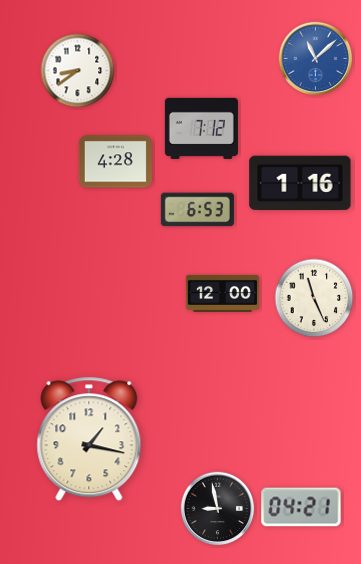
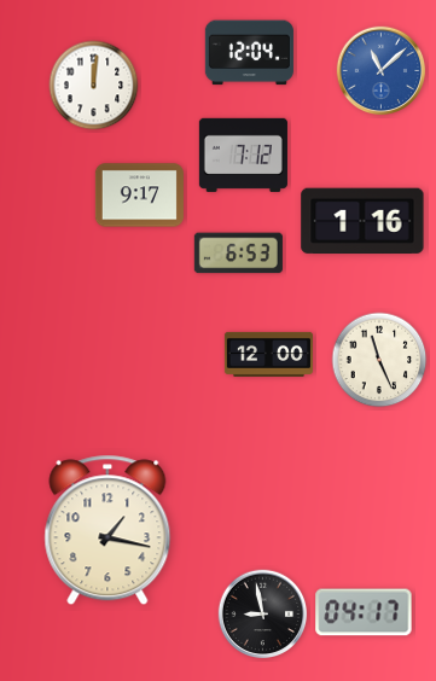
clock at (249, 53): none -> 12:04
clock at (78, 71): 8:39 -> 12:01
clock at (115, 162): 4:28 -> 9:17
clock at (301, 507): 04:21 -> 04:17
